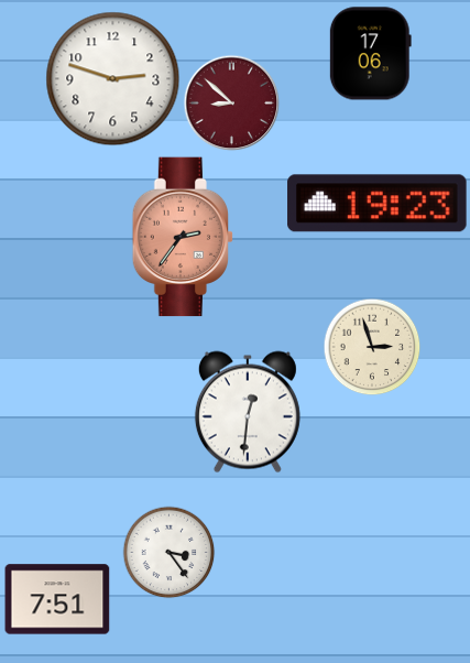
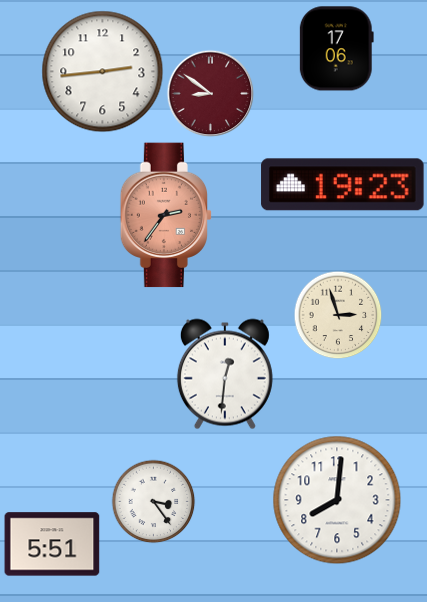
clock at (113, 79): 2:48 -> 2:44
clock at (231, 102): 8:52 -> 8:51
clock at (337, 500): none -> 8:01
clock at (57, 599): 7:51 -> 5:51
